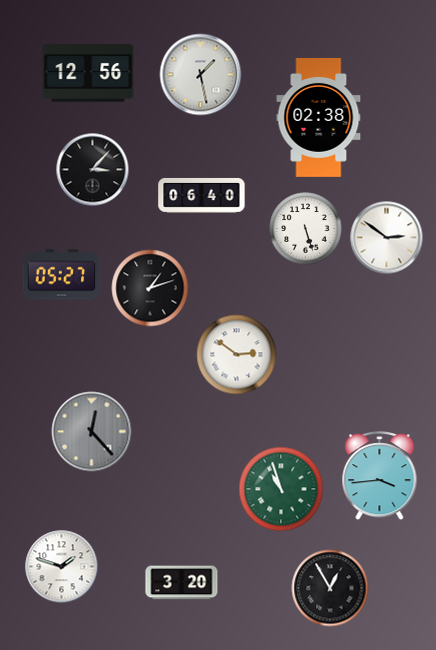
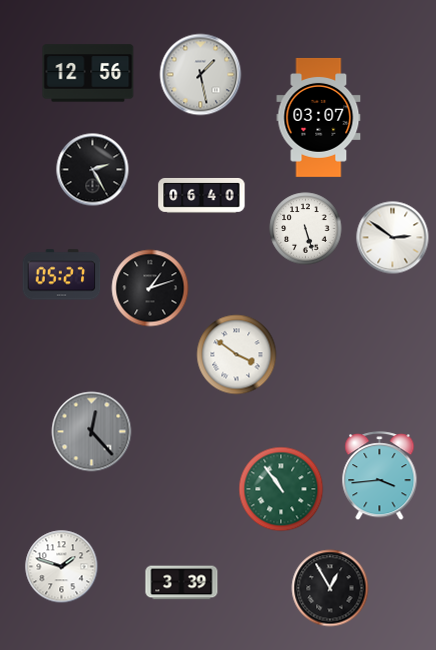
clock at (319, 117): 02:38 -> 03:07
clock at (93, 170): 3:07 -> 2:25
clock at (387, 238) position: (387, 238) -> (393, 238)
clock at (237, 355): 2:51 -> 3:51
clock at (281, 489): 10:57 -> 10:54
clock at (182, 583): 3:20 -> 3:39
